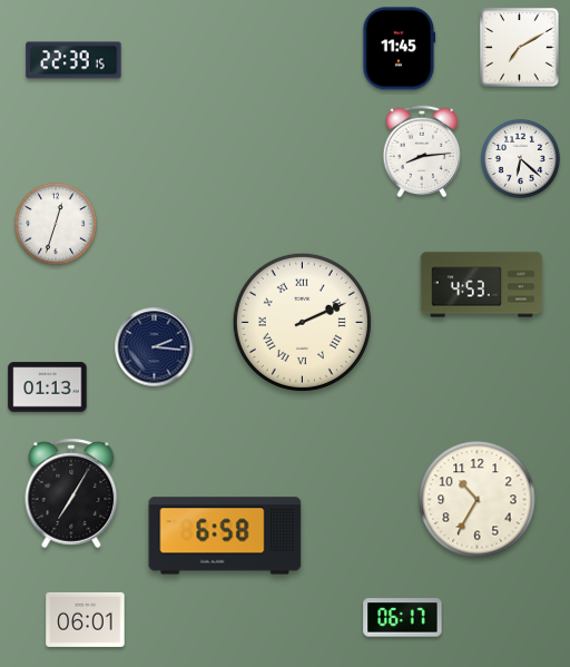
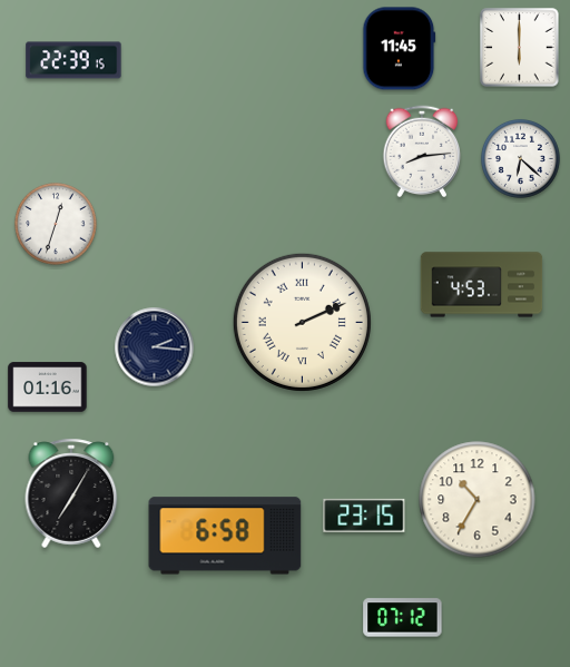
clock at (520, 48): 7:10 -> 6:00
clock at (48, 388): 01:13 -> 01:16
clock at (364, 516): none -> 23:15
clock at (403, 618): 06:17 -> 07:12
clock at (86, 619): 06:01 -> none
